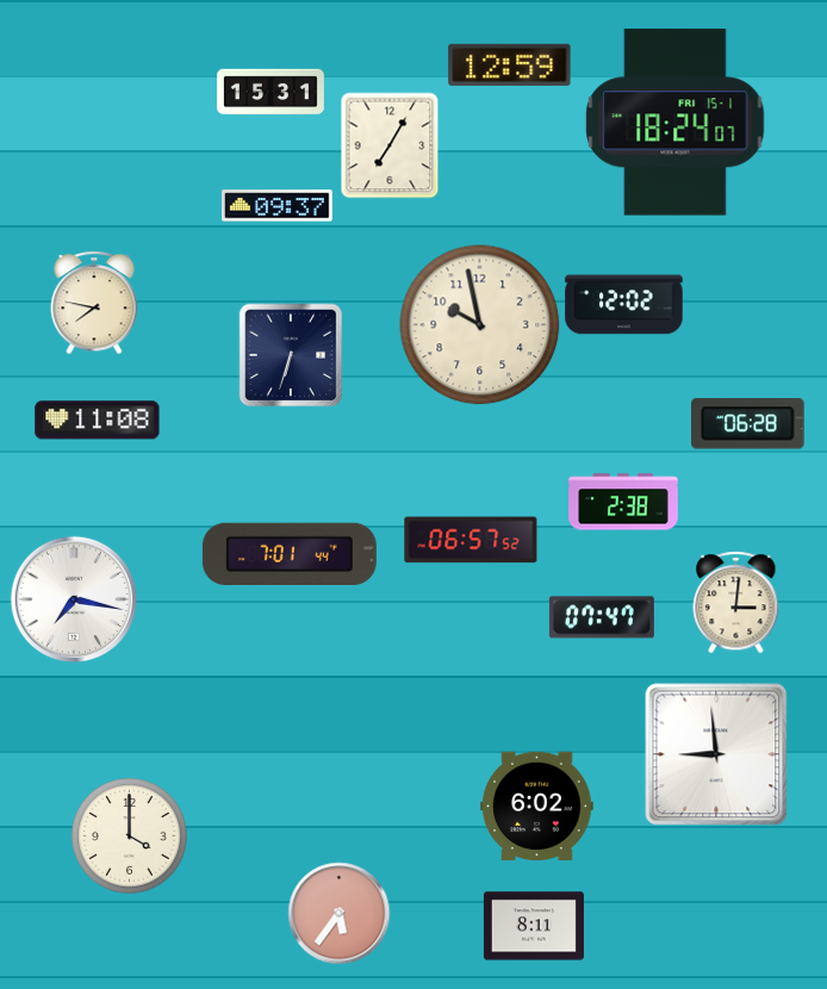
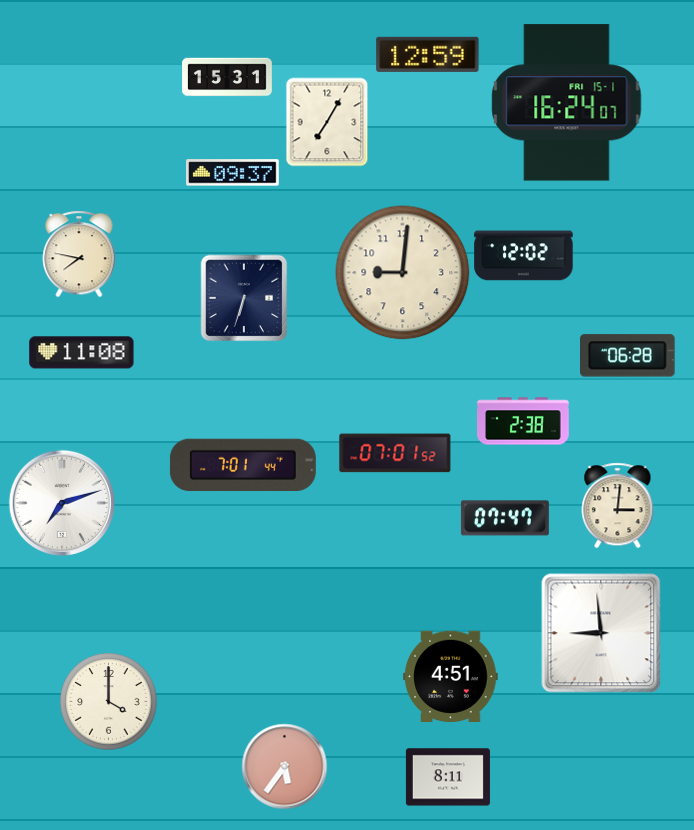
clock at (676, 123): 18:24 -> 16:24
clock at (480, 325): 9:58 -> 9:01
clock at (471, 540): 06:57 -> 07:01
clock at (73, 598): 7:17 -> 7:12
clock at (537, 805): 6:02 -> 4:51
